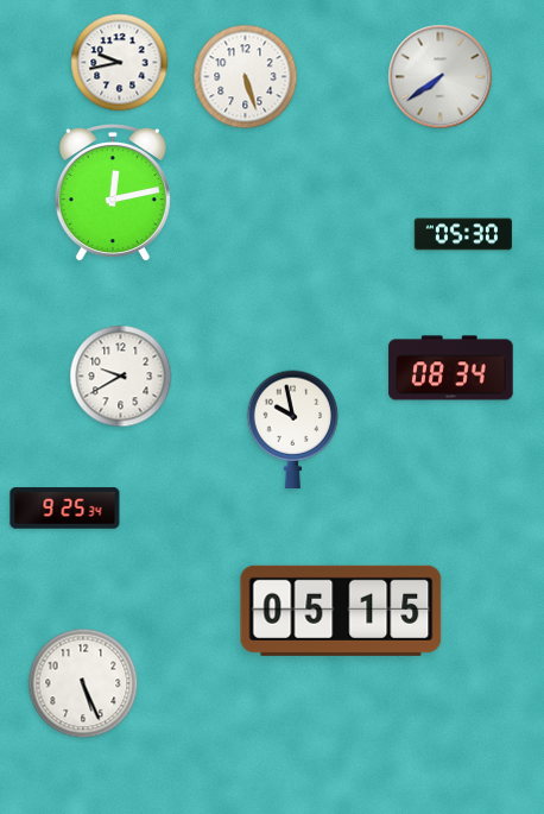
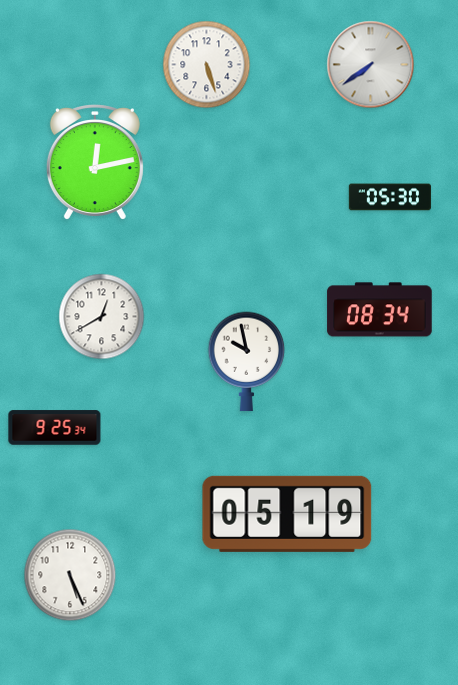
clock at (120, 63): 9:43 -> none
clock at (121, 377): 9:40 -> 12:40
clock at (341, 611): 05:15 -> 05:19
